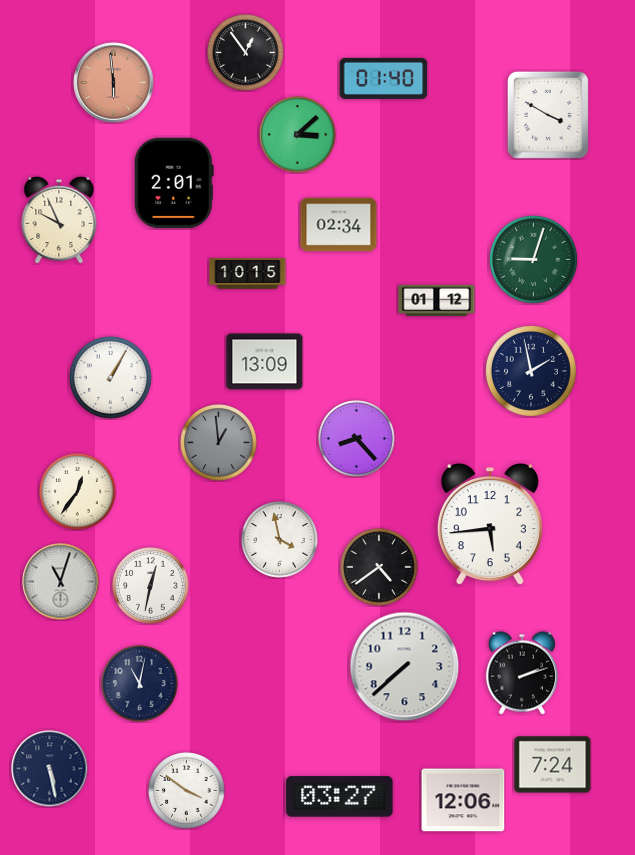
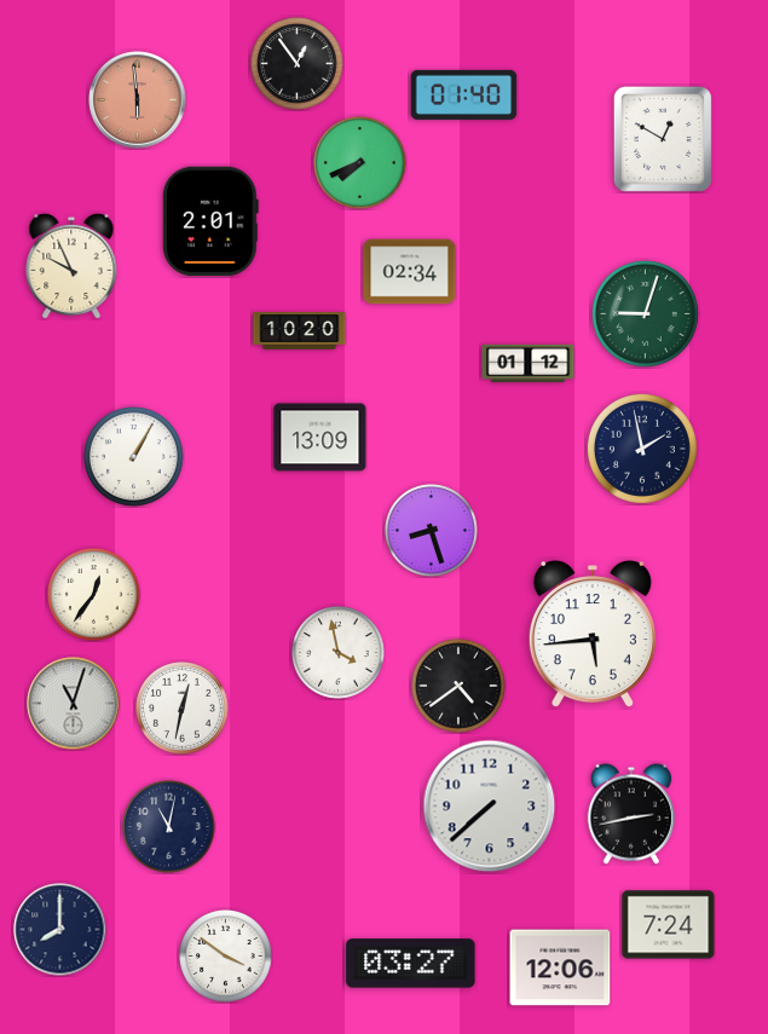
clock at (548, 115): 3:50 -> 12:50
clock at (298, 135): 3:08 -> 7:41
clock at (248, 274): 10:15 -> 10:20
clock at (357, 439): 8:23 -> 8:27
clock at (219, 443): 12:59 -> none
clock at (521, 673): 2:12 -> 2:43
clock at (50, 769): 5:28 -> 8:00
